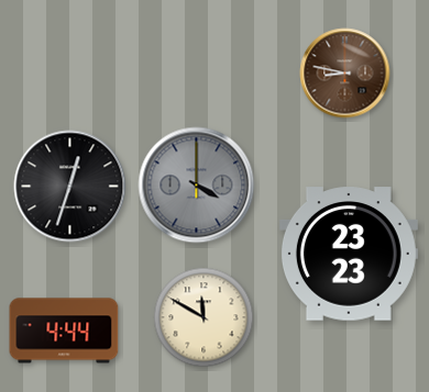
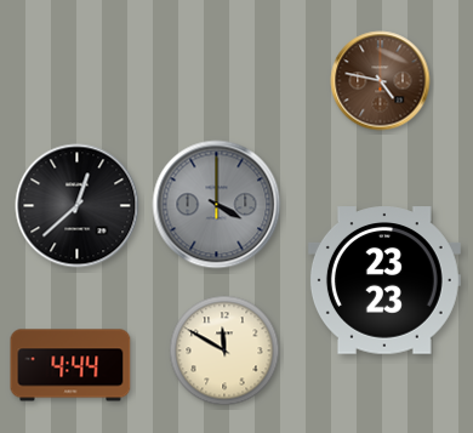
clock at (345, 74): 8:47 -> 4:47
clock at (70, 187): 12:33 -> 12:38
